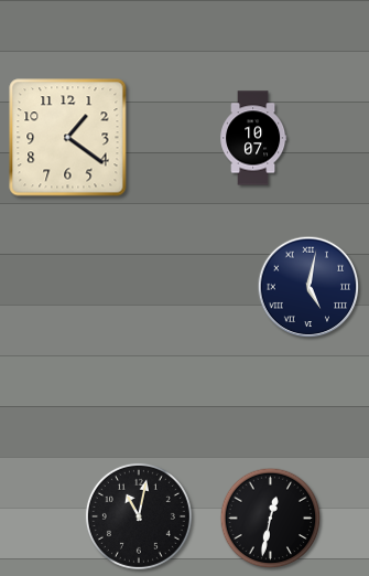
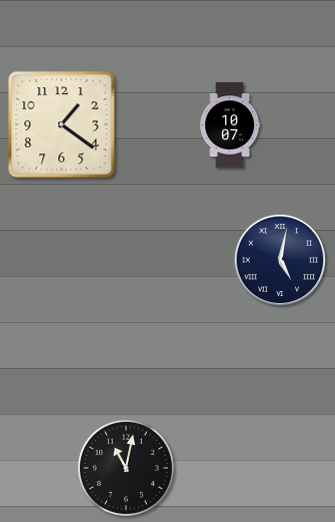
clock at (271, 519): 12:32 -> none
